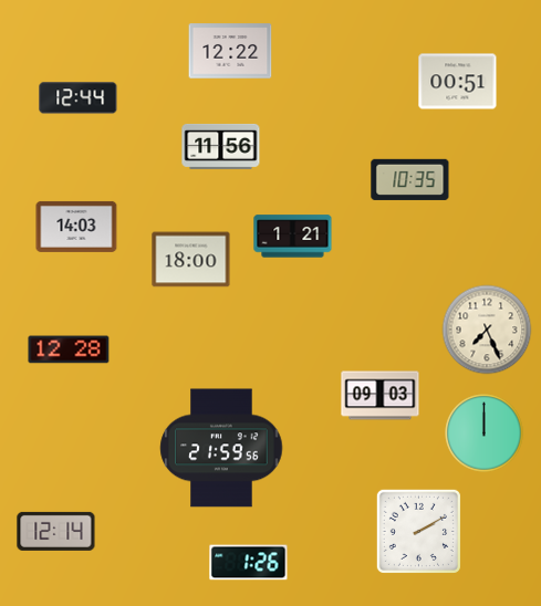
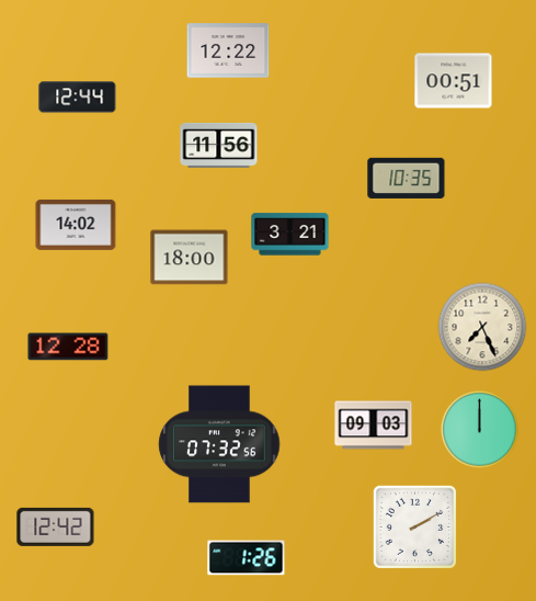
clock at (76, 227): 14:03 -> 14:02
clock at (293, 237): 1:21 -> 3:21
clock at (381, 396) position: (381, 396) -> (374, 426)
clock at (221, 448): 21:59 -> 07:32
clock at (56, 531): 12:14 -> 12:42
